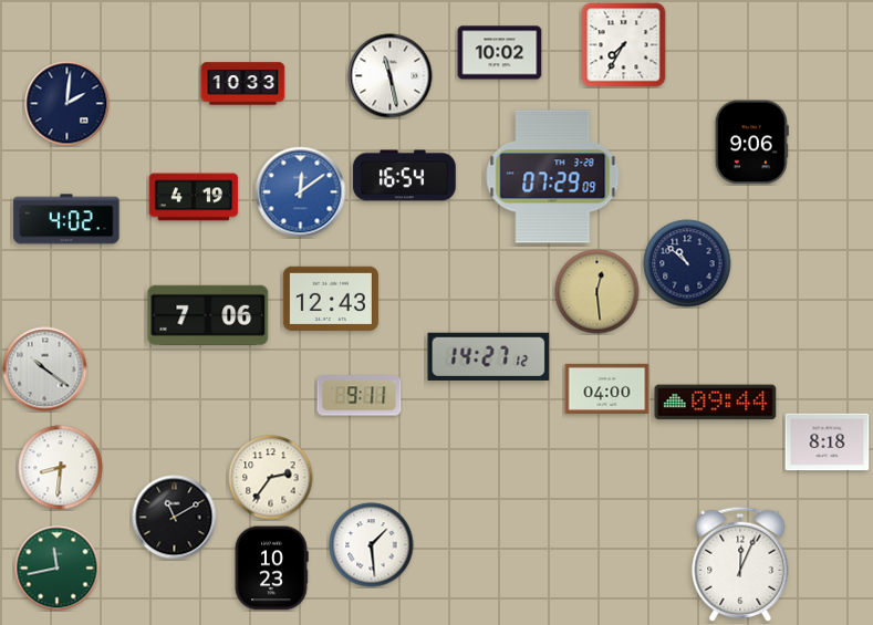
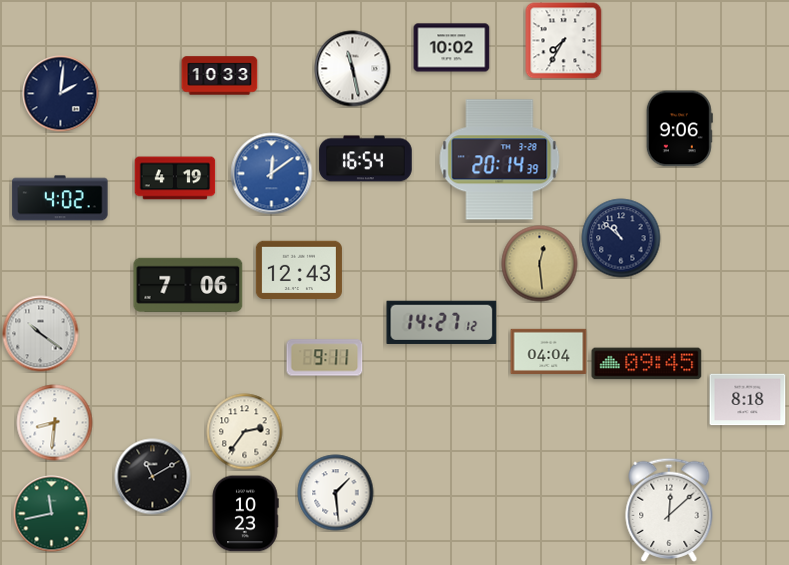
clock at (553, 177): 07:29 -> 20:14
clock at (607, 388): 04:00 -> 04:04
clock at (716, 403): 09:44 -> 09:45
clock at (175, 518) position: (175, 518) -> (153, 477)
clock at (740, 564): 12:04 -> 12:08
